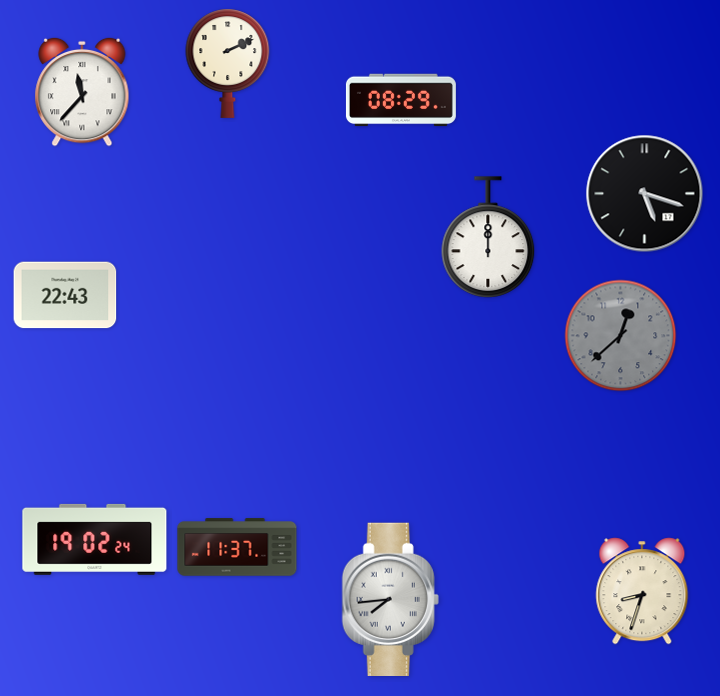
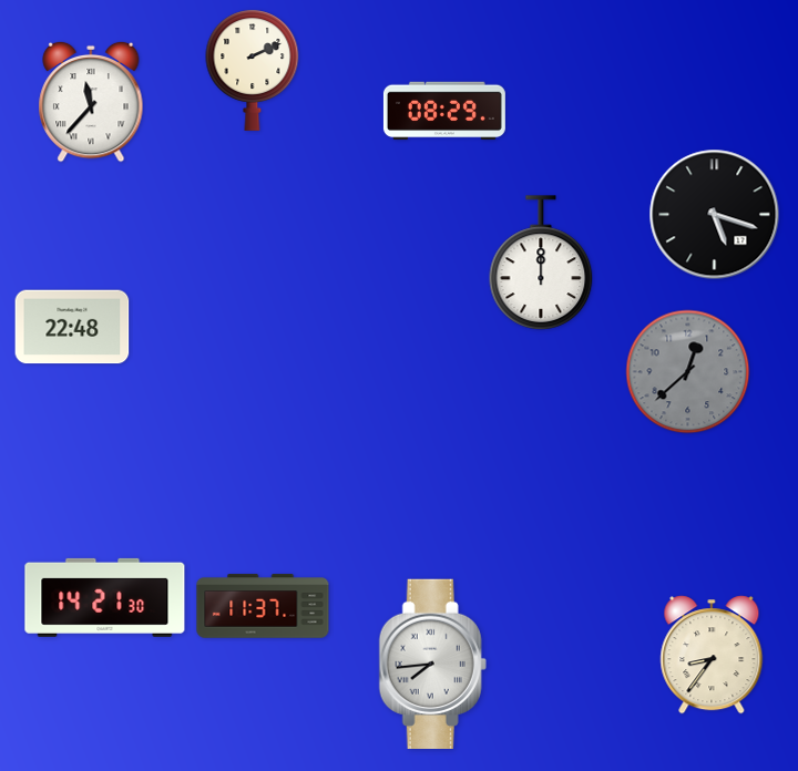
clock at (65, 295): 22:43 -> 22:48
clock at (95, 539): 19:02 -> 14:21
clock at (642, 591): 8:33 -> 8:36
